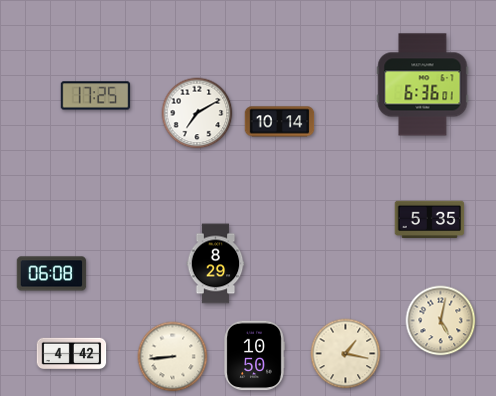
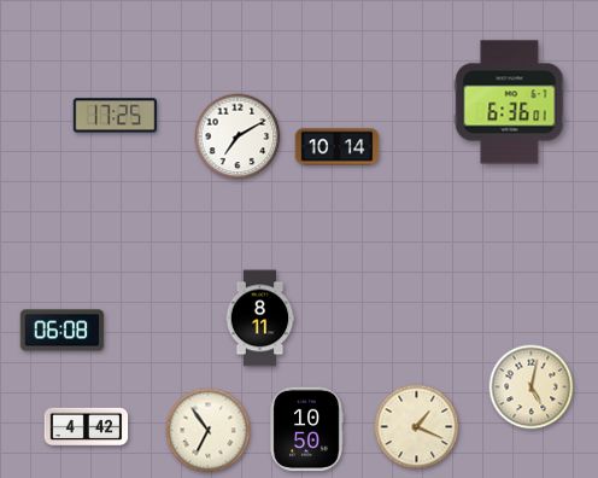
clock at (430, 220): 5:35 -> none
clock at (216, 264): 8:29 -> 8:11
clock at (346, 354): 1:17 -> 1:19
clock at (173, 357): 8:44 -> 6:54
